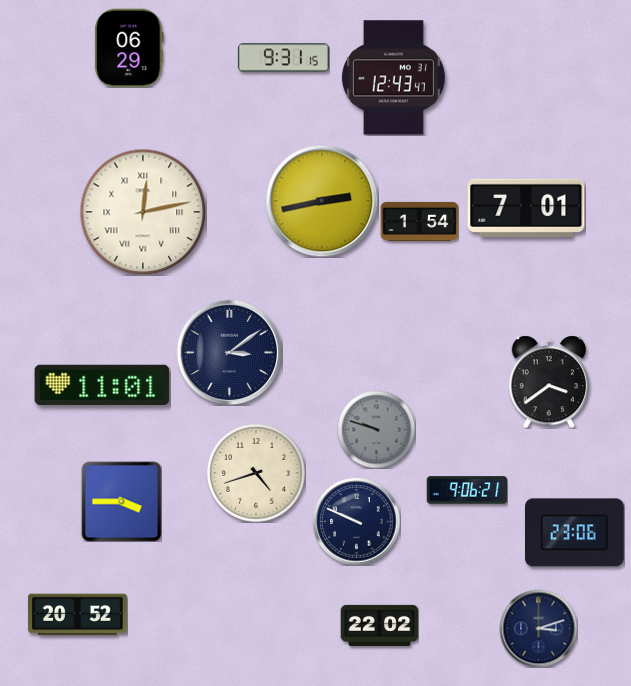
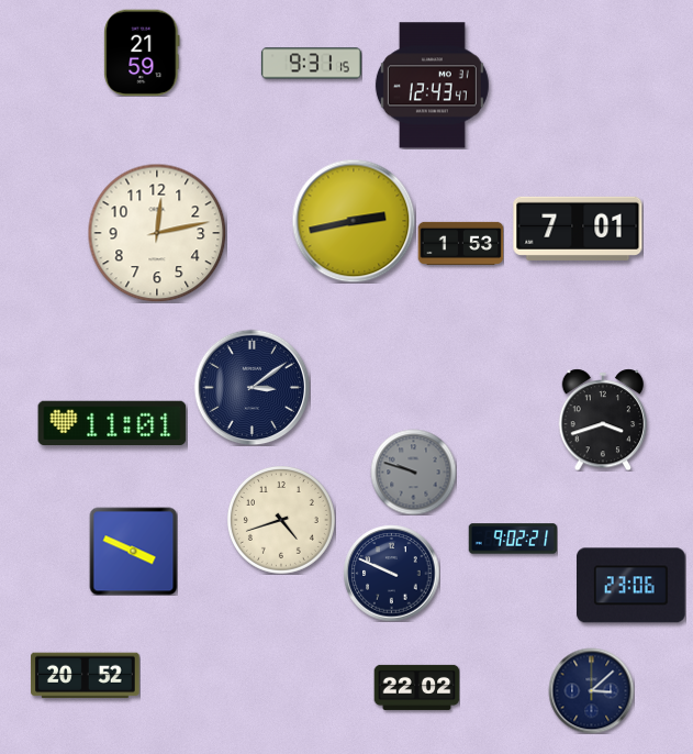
clock at (129, 48): 06:29 -> 21:59
clock at (143, 212) numerals: Roman -> Arabic
clock at (419, 221): 1:54 -> 1:53
clock at (549, 382): 3:39 -> 3:42
clock at (467, 490): 9:06 -> 9:02
clock at (121, 501): 3:45 -> 3:49
clock at (538, 628): 3:12 -> 3:08
